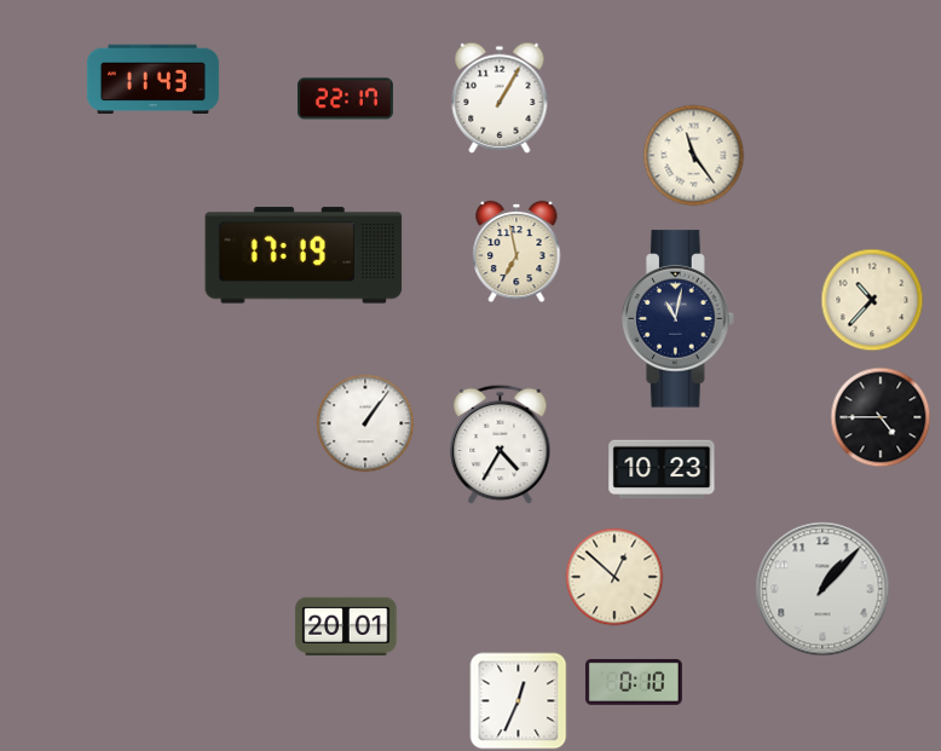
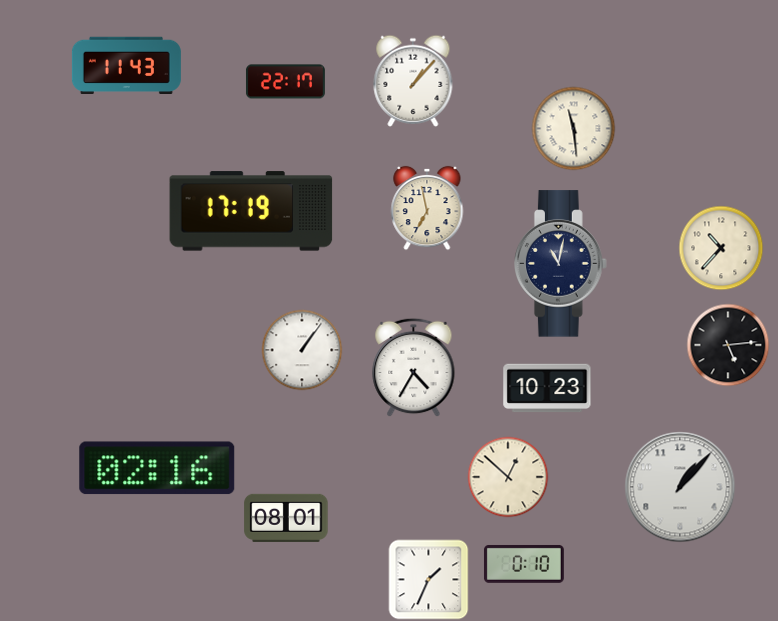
clock at (500, 98): 1:05 -> 1:07
clock at (694, 156): 11:24 -> 11:29
clock at (881, 417): 4:45 -> 5:14
clock at (157, 468): none -> 02:16
clock at (346, 626): 20:01 -> 08:01
clock at (519, 701): 12:34 -> 1:34
